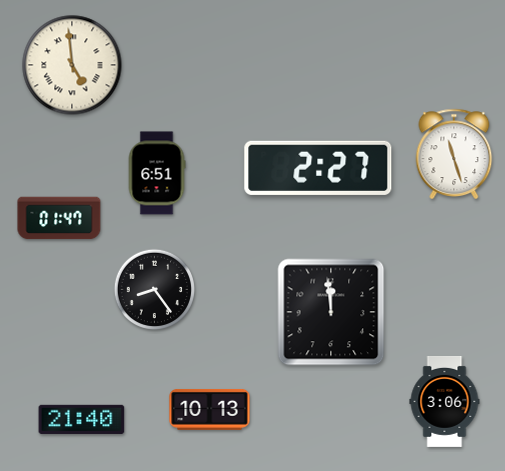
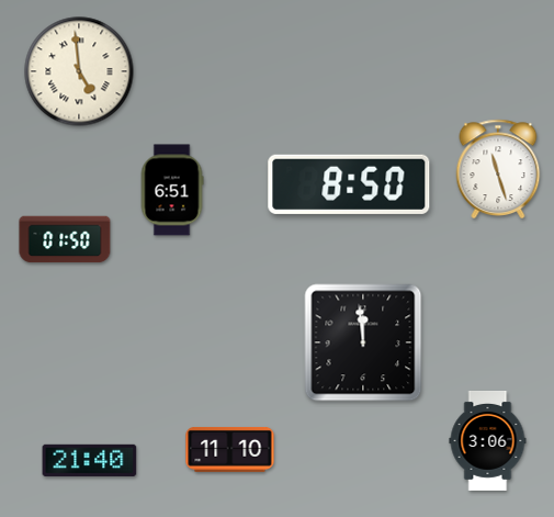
clock at (318, 168): 2:27 -> 8:50
clock at (59, 218): 01:47 -> 01:50
clock at (155, 290): 8:24 -> none
clock at (210, 410): 10:13 -> 11:10
